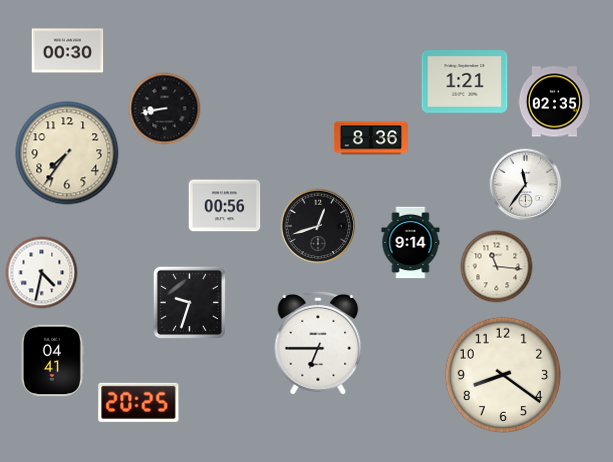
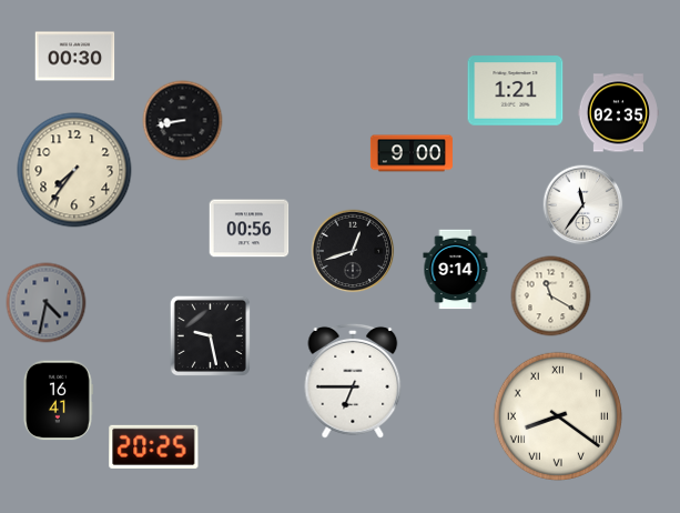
clock at (554, 102) position: (554, 102) -> (618, 113)
clock at (371, 138): 8:36 -> 9:00
clock at (497, 267): 11:16 -> 11:20
clock at (42, 273) dial: white -> grey
clock at (189, 302): 9:33 -> 9:28
clock at (52, 361): 04:41 -> 16:41
clock at (502, 374) numerals: Arabic -> Roman
